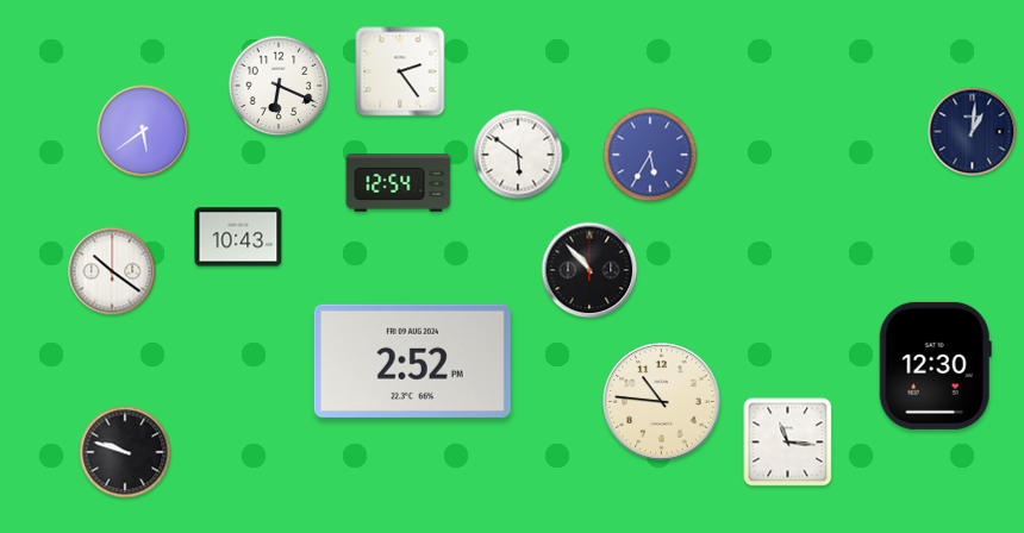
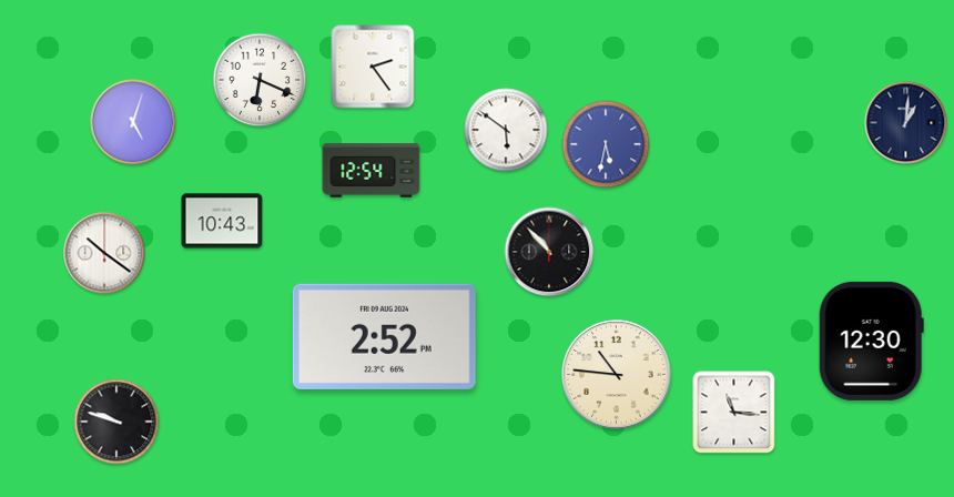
clock at (143, 131): 5:39 -> 5:03
clock at (518, 155) position: (518, 155) -> (506, 130)
clock at (650, 155): 5:35 -> 5:32
